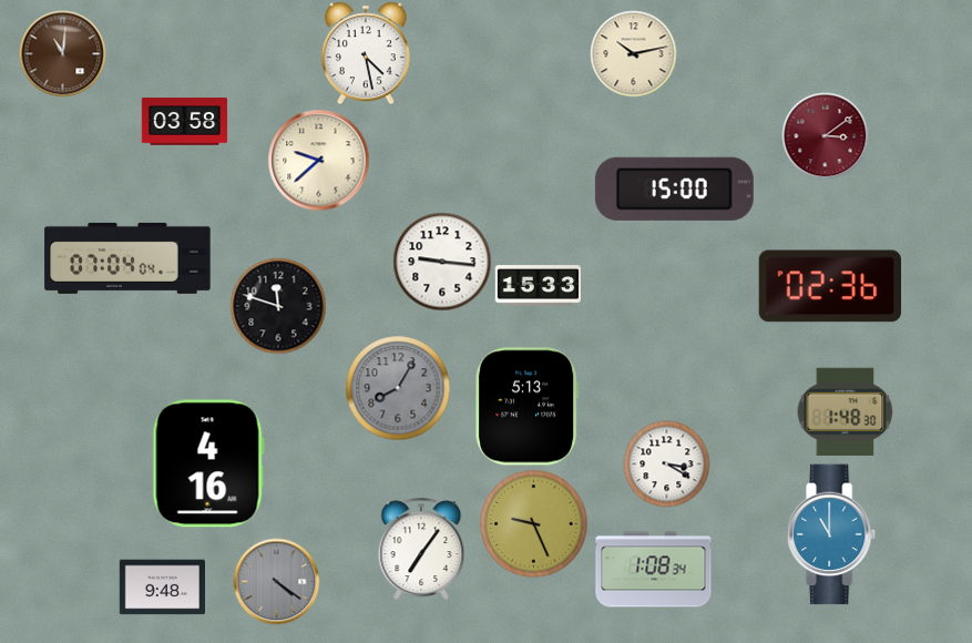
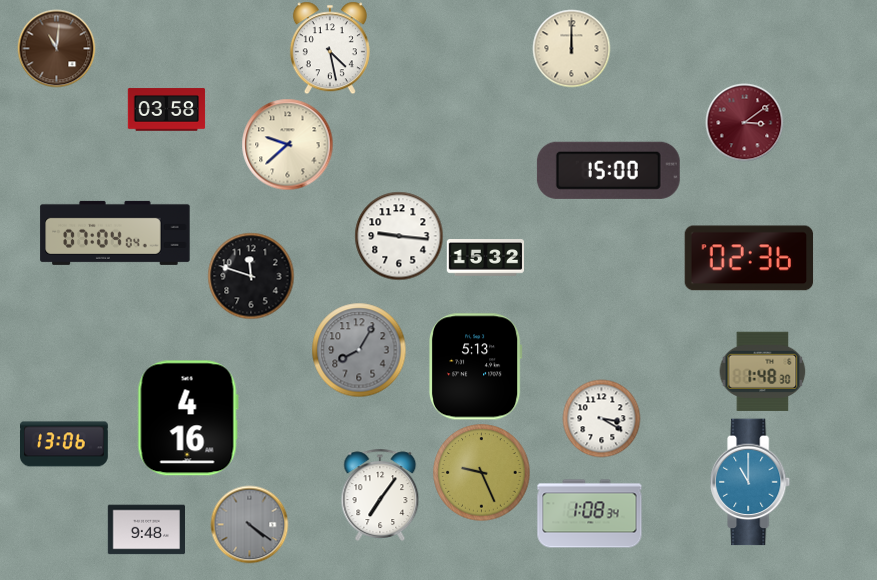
clock at (633, 53): 10:13 -> 12:00
clock at (538, 286): 15:33 -> 15:32
clock at (65, 444): none -> 13:06
